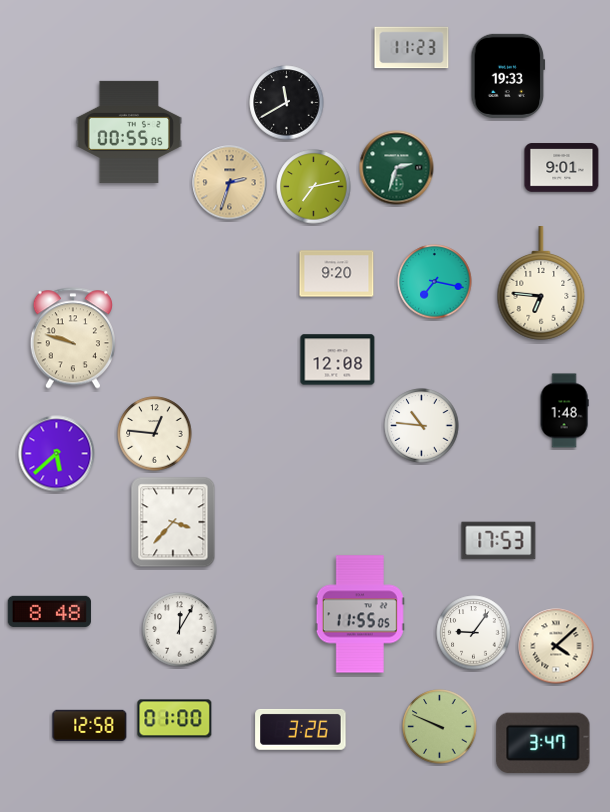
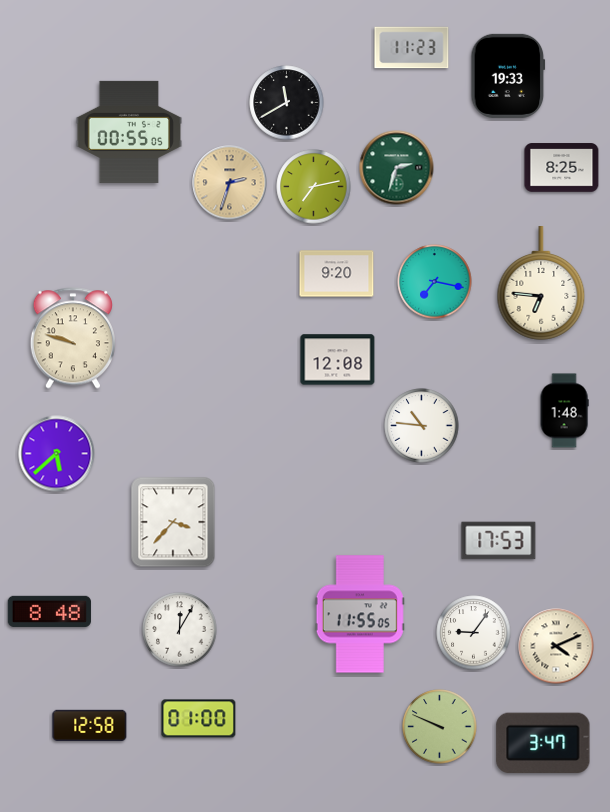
clock at (562, 168): 9:01 -> 8:25
clock at (155, 434): 12:46 -> none
clock at (556, 646): 4:08 -> 4:11
clock at (175, 719) position: (175, 719) -> (199, 719)
clock at (301, 729): 3:26 -> none
